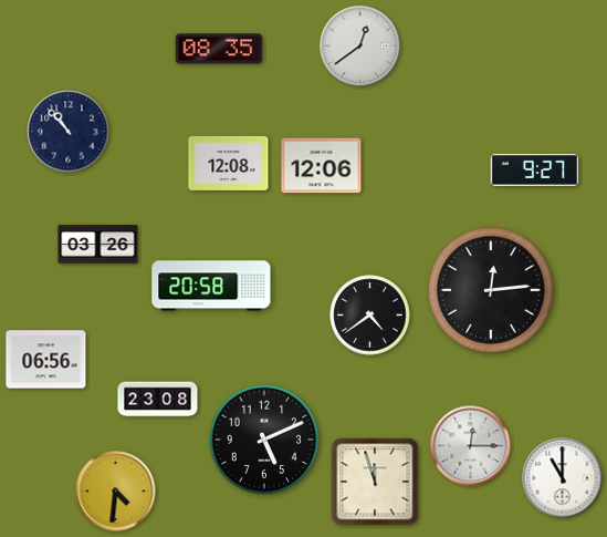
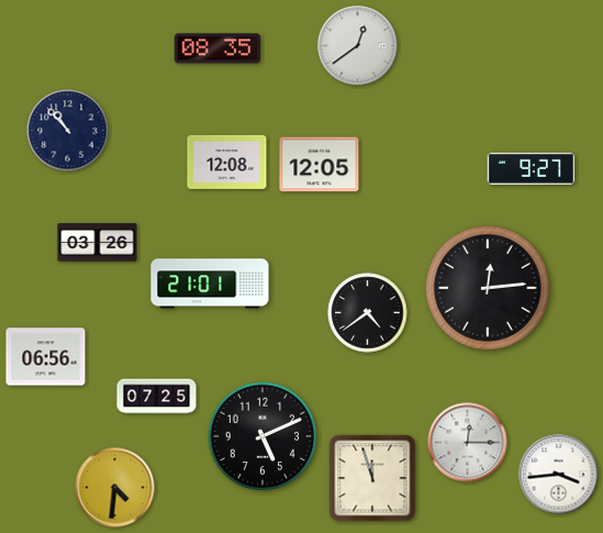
clock at (322, 166): 12:06 -> 12:05
clock at (211, 286): 20:58 -> 21:01
clock at (158, 400): 23:08 -> 07:25
clock at (563, 478): 11:00 -> 3:44
